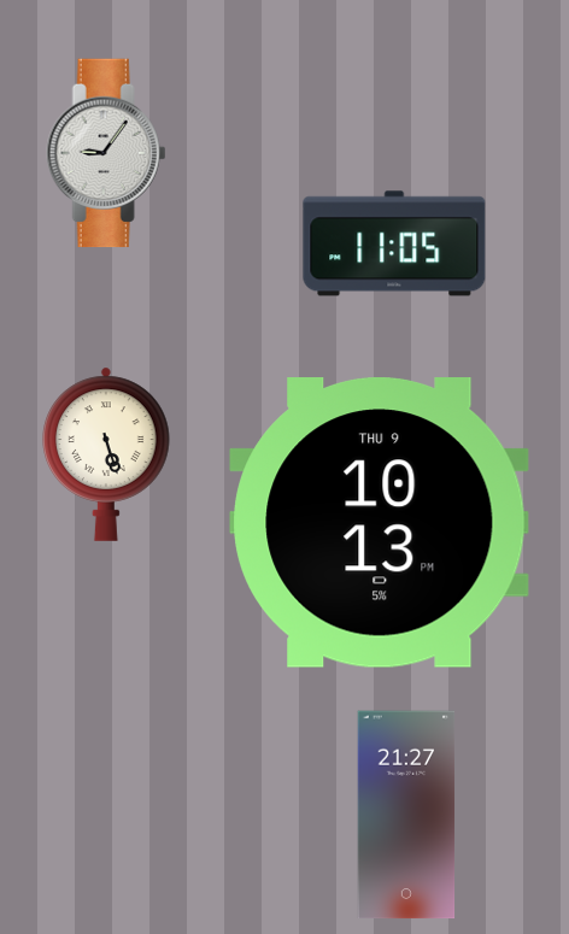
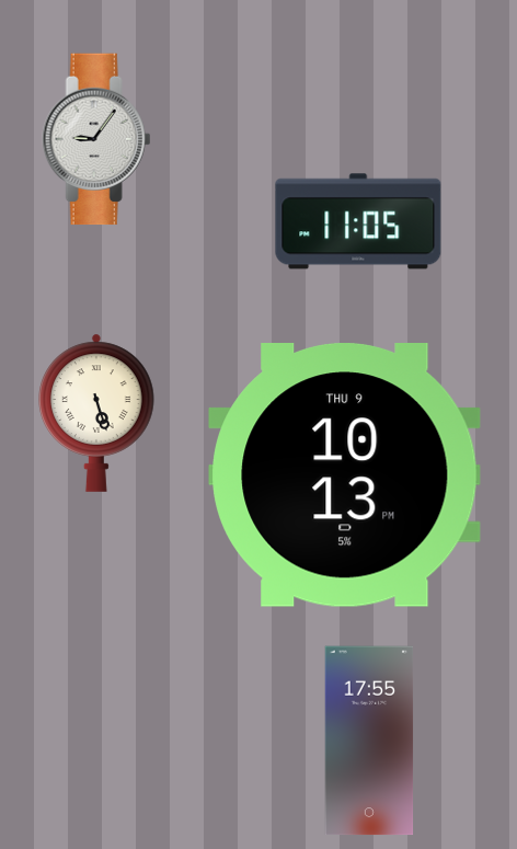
clock at (406, 815): 21:27 -> 17:55
